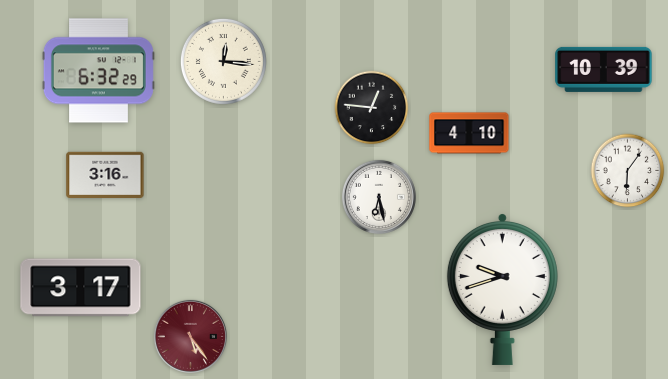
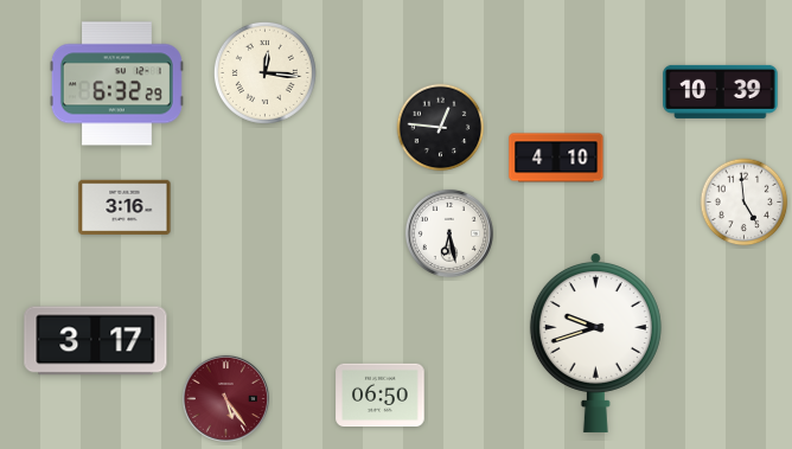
clock at (604, 69) position: (604, 69) -> (721, 91)
clock at (628, 171): 6:06 -> 4:59
clock at (381, 396): none -> 06:50
